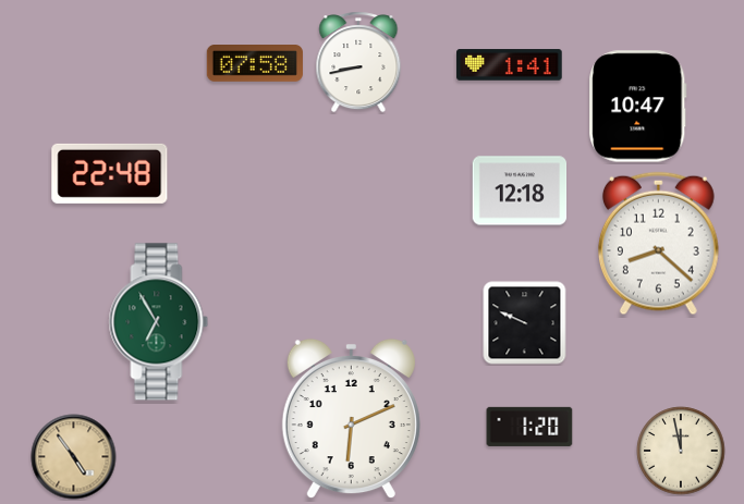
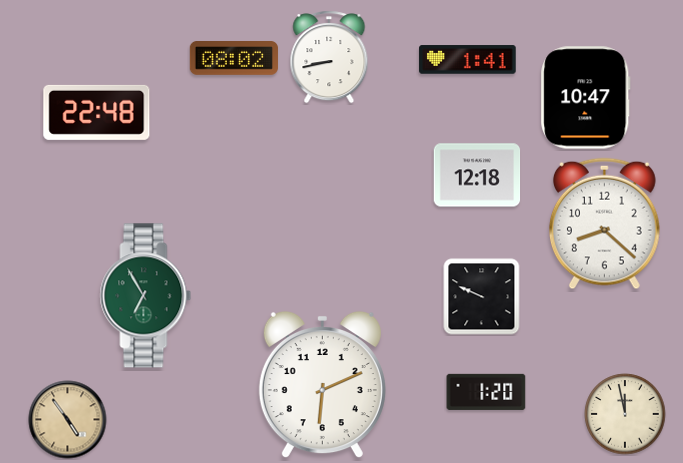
clock at (255, 64): 07:58 -> 08:02
clock at (110, 173) position: (110, 173) -> (97, 112)
